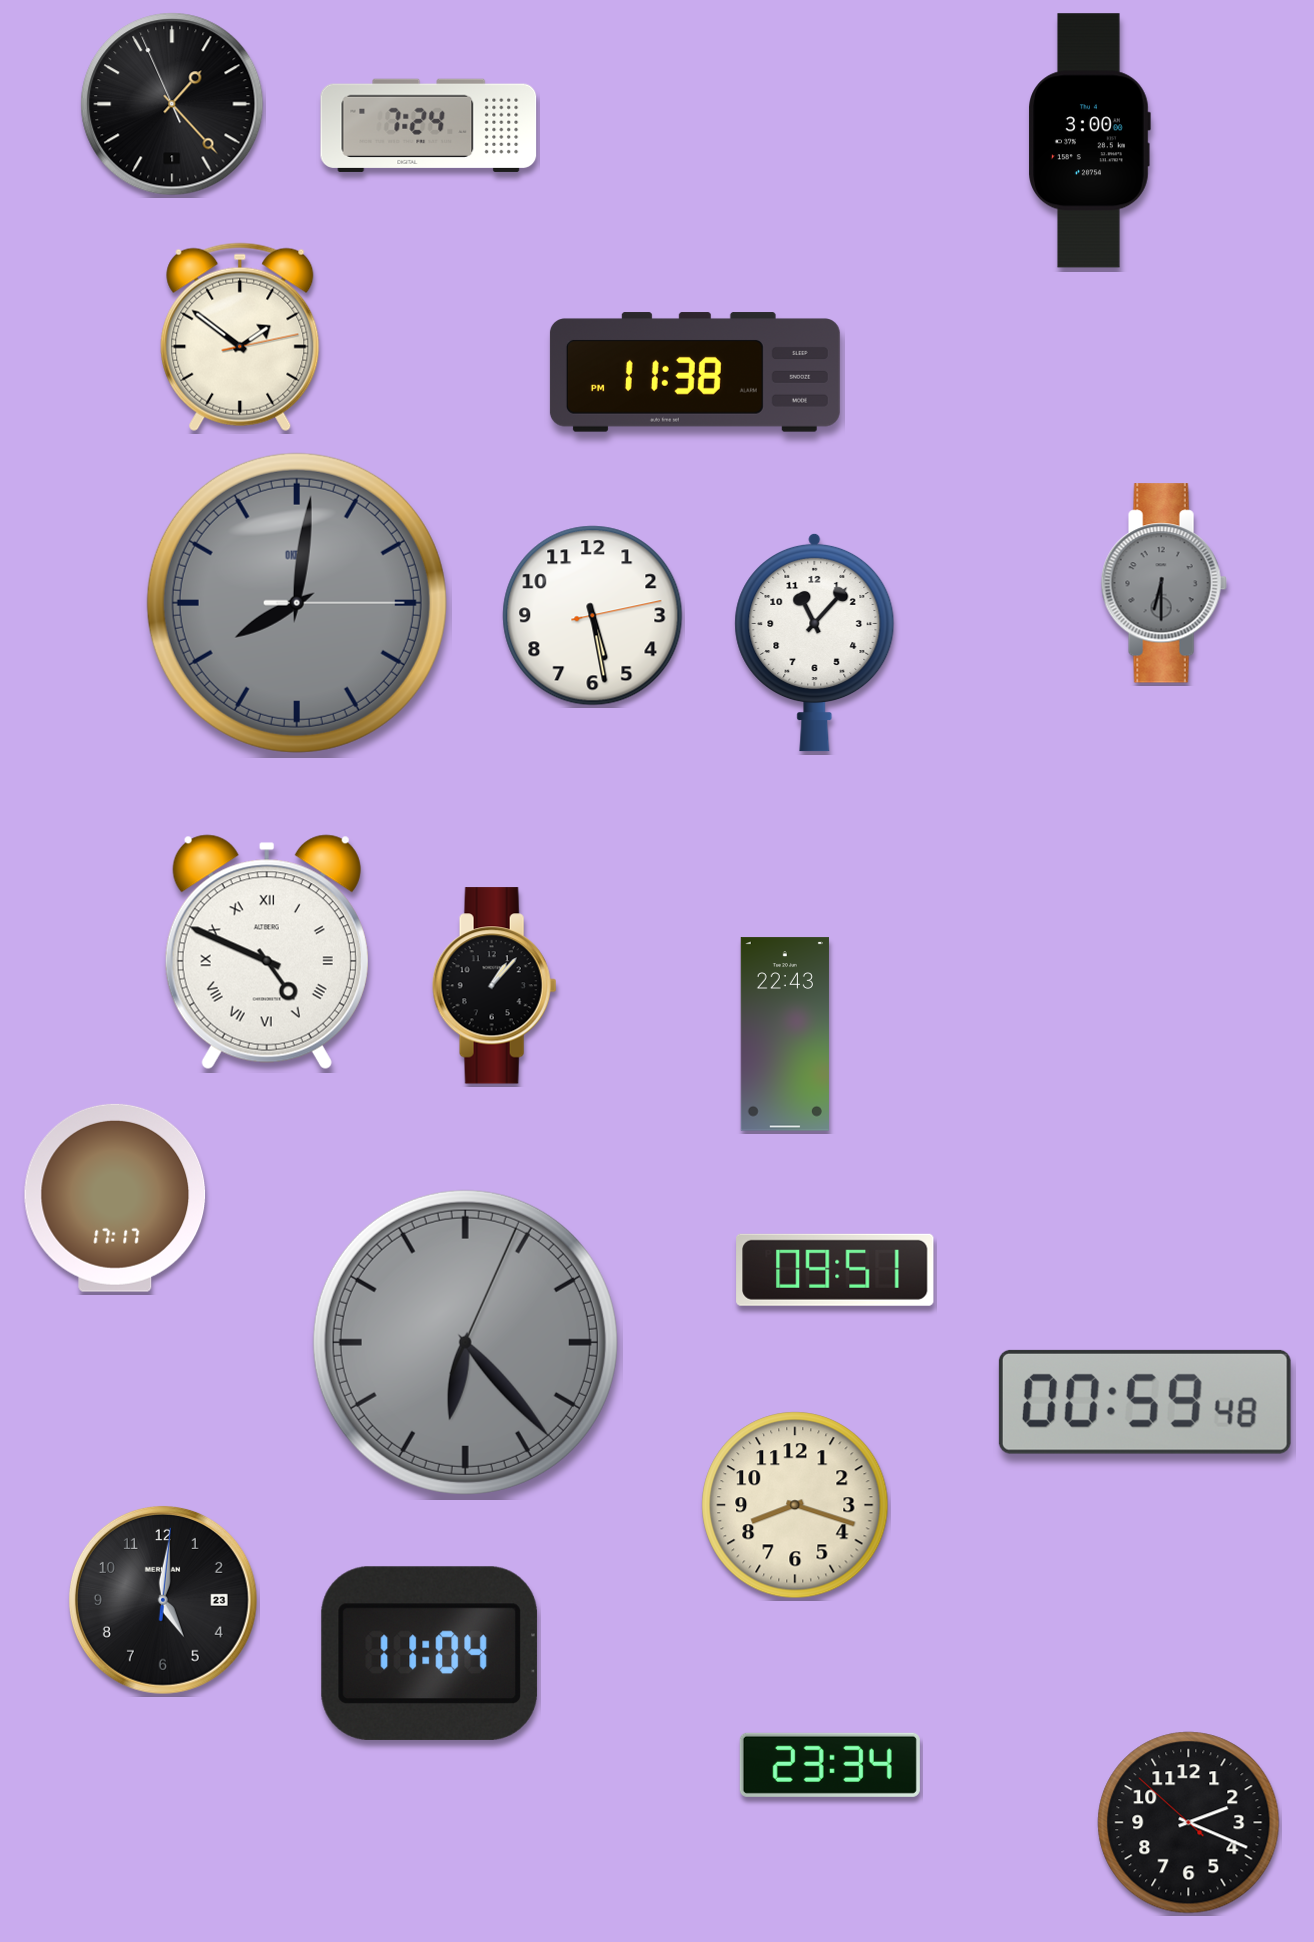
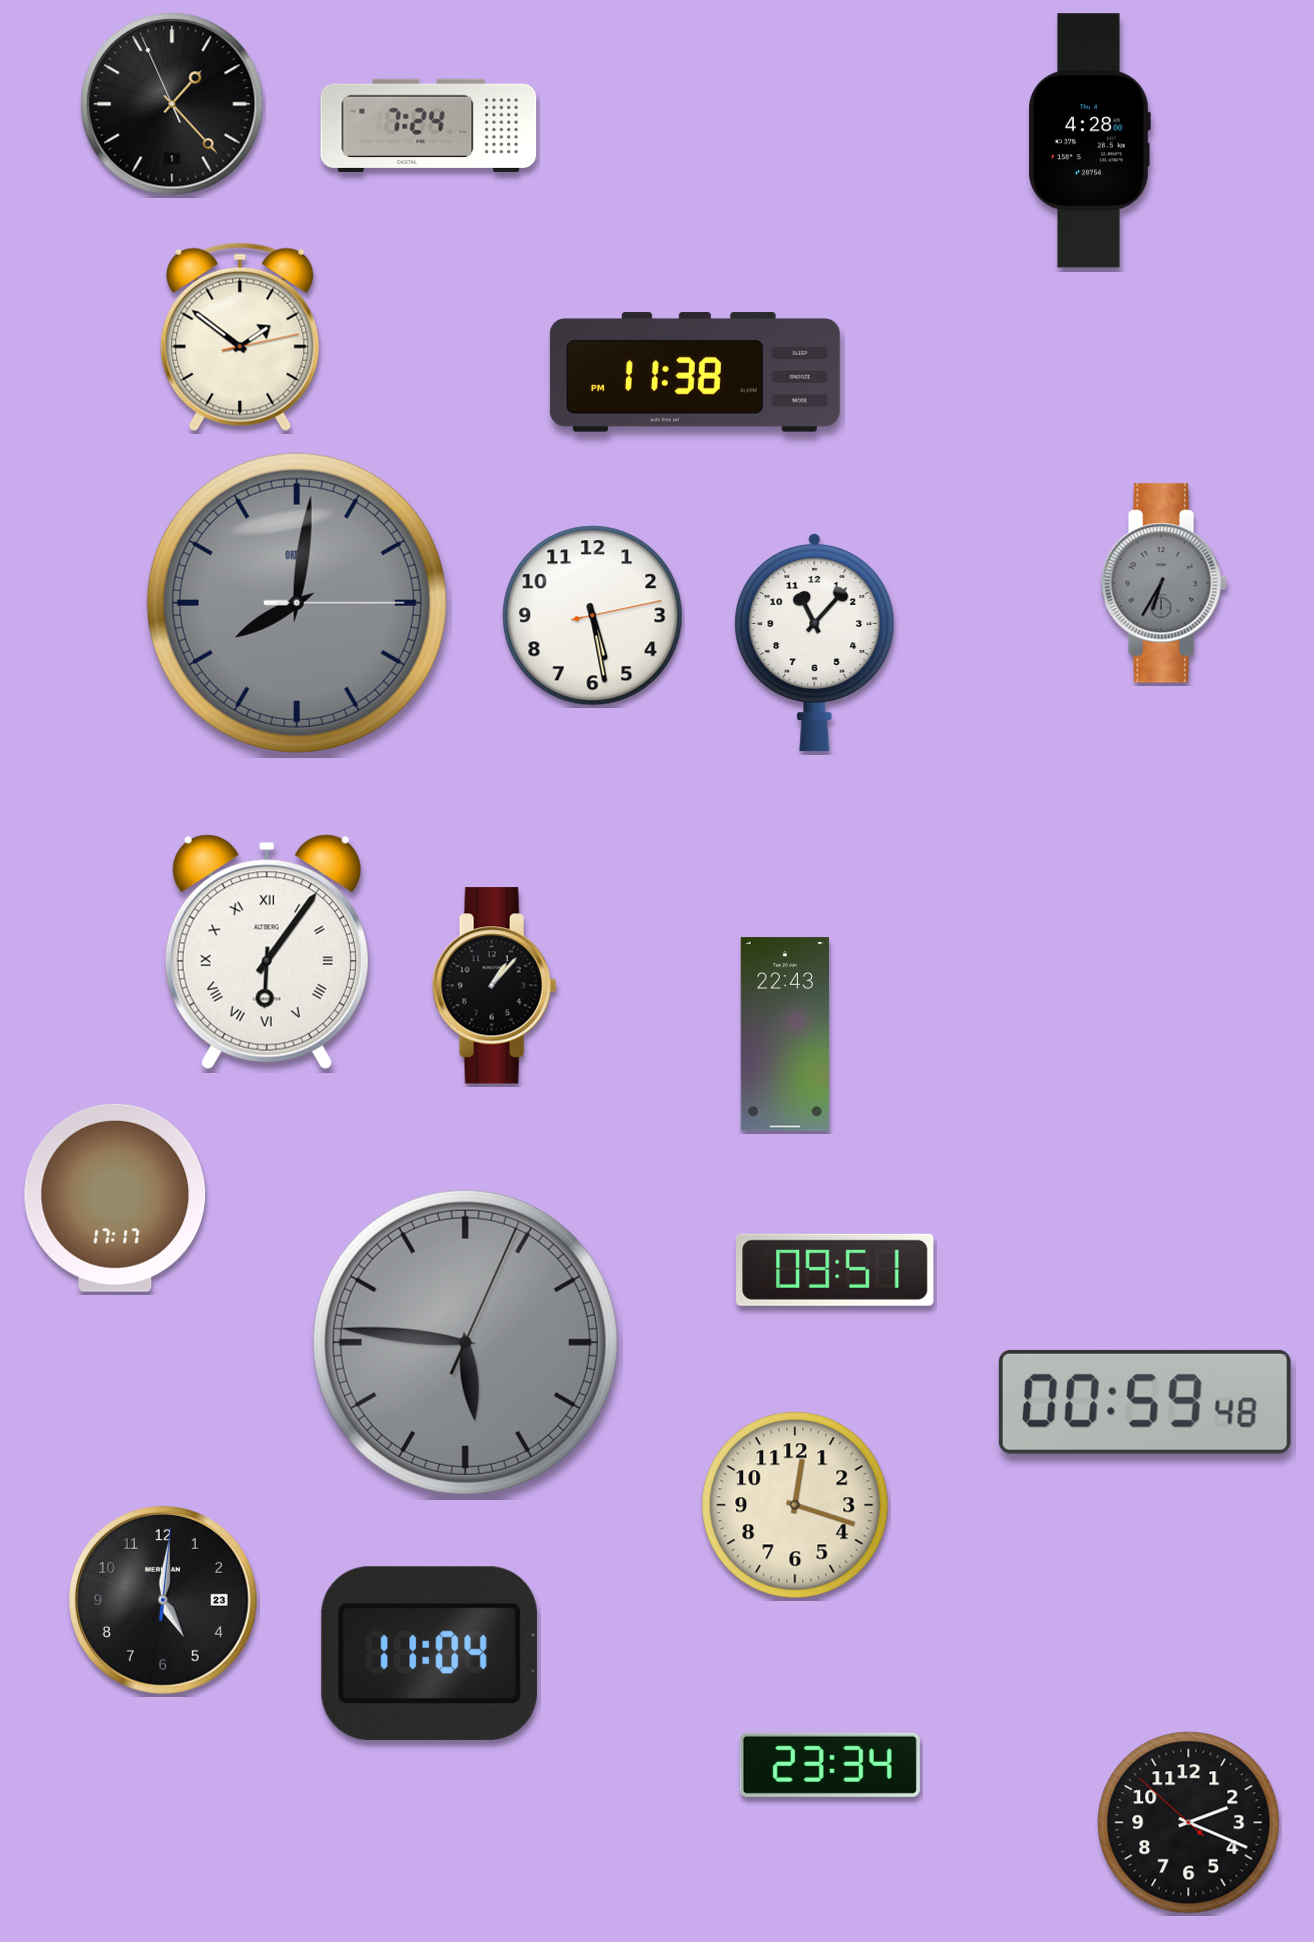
clock at (1089, 141): 3:00 -> 4:28
clock at (1164, 583): 6:30 -> 6:35
clock at (267, 952): 4:49 -> 6:06
clock at (465, 1342): 6:23 -> 5:46
clock at (795, 1505): 8:18 -> 12:18
